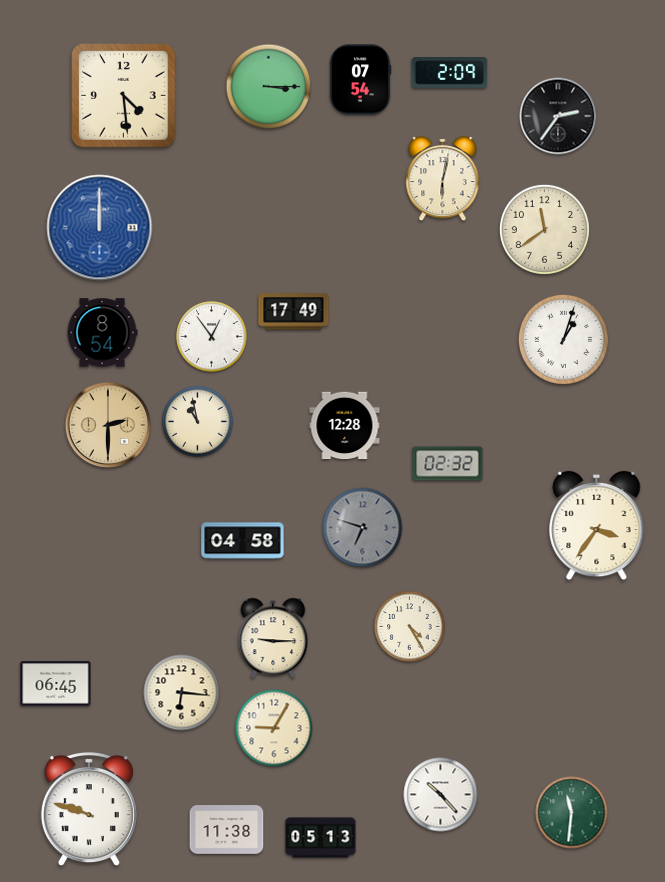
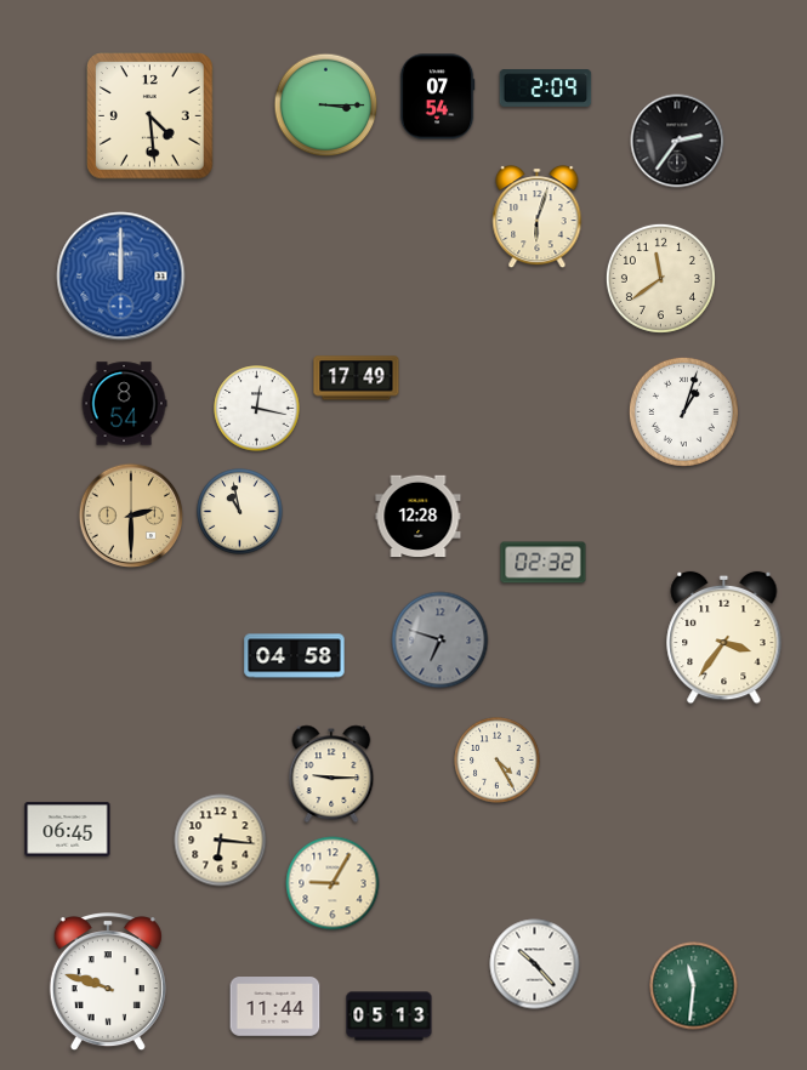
clock at (443, 179): 6:02 -> 6:03
clock at (212, 337): 12:54 -> 12:17
clock at (227, 830): 11:38 -> 11:44
